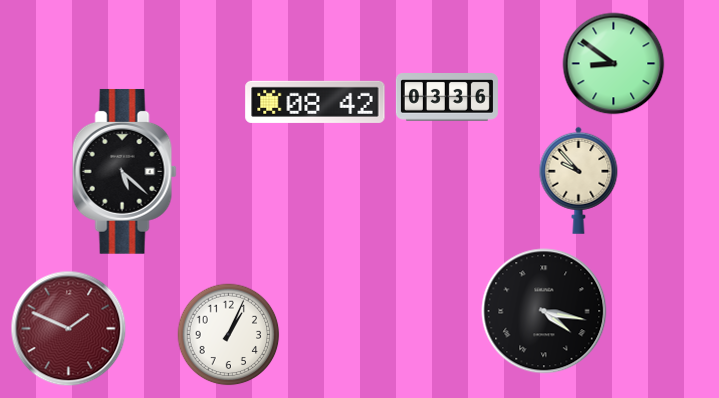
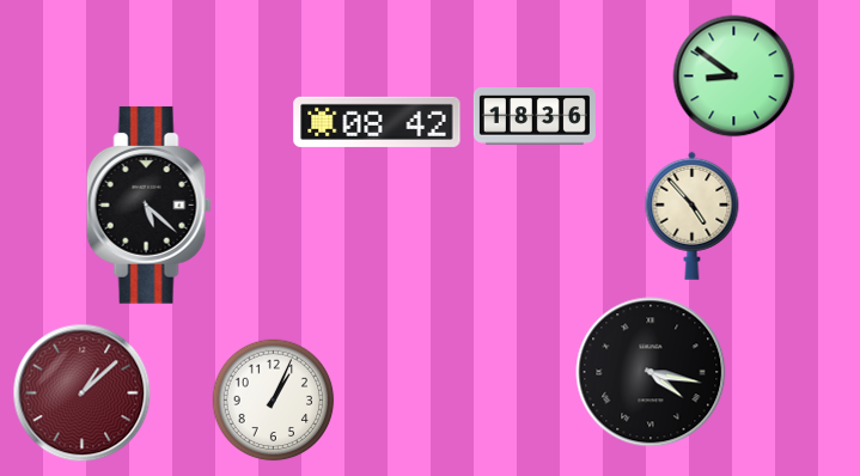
clock at (447, 97): 03:36 -> 18:36
clock at (579, 180): 9:53 -> 4:53
clock at (69, 329): 1:49 -> 1:08
